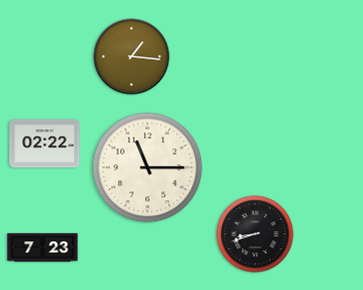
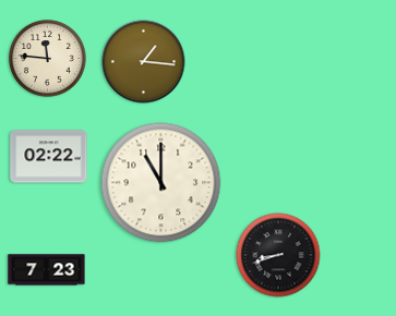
clock at (48, 59): none -> 11:46
clock at (148, 168): 11:15 -> 11:00
